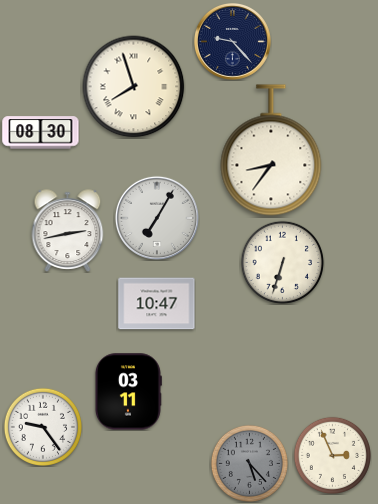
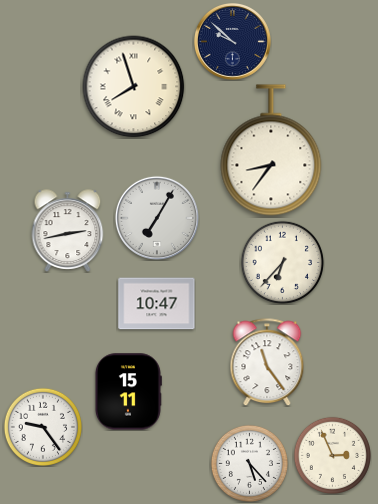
clock at (233, 42): 9:23 -> 9:52
clock at (41, 133): 08:30 -> none
clock at (282, 262): 6:33 -> 6:37
clock at (267, 362): none -> 11:24
clock at (128, 392): 03:11 -> 15:11
clock at (249, 463) dial: grey -> white
